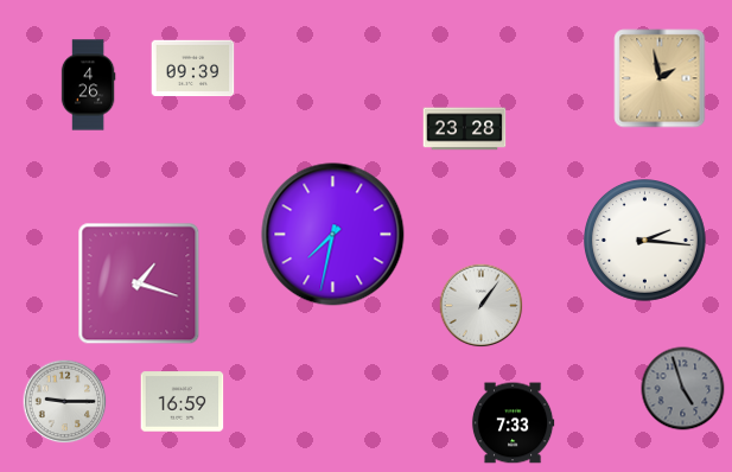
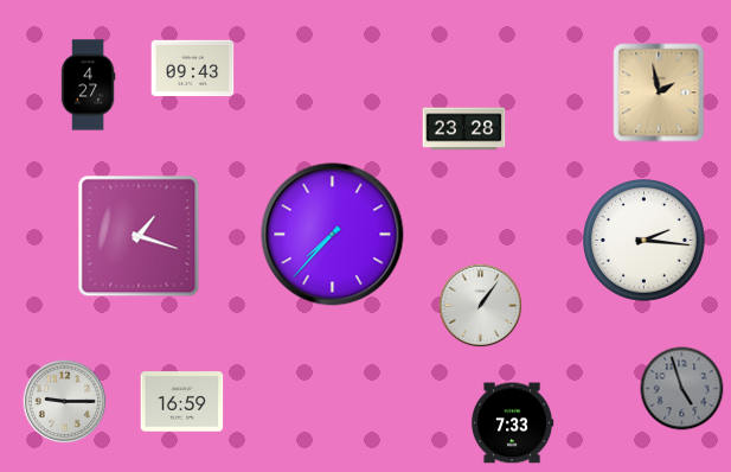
clock at (193, 69): 09:39 -> 09:43
clock at (660, 78) position: (660, 78) -> (659, 93)
clock at (88, 85): 4:26 -> 4:27
clock at (333, 235): 7:32 -> 7:37
clock at (139, 283) position: (139, 283) -> (139, 236)
